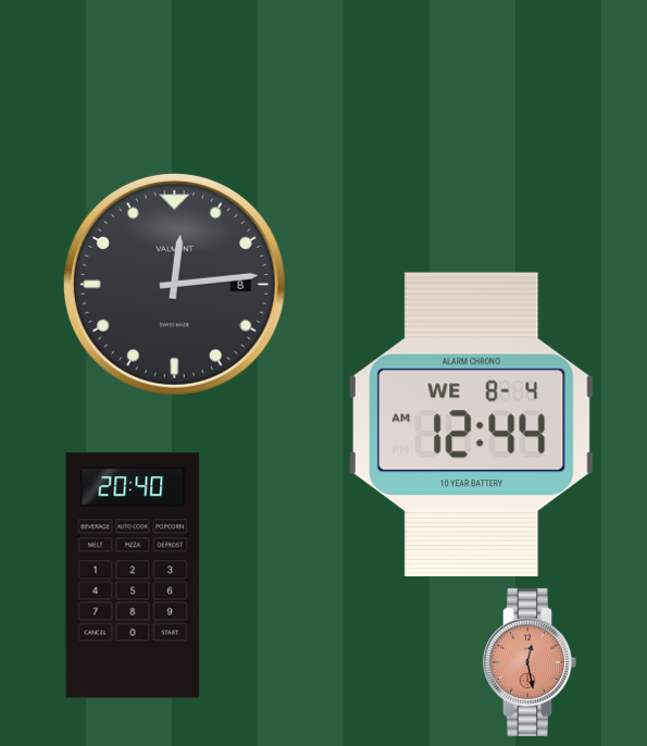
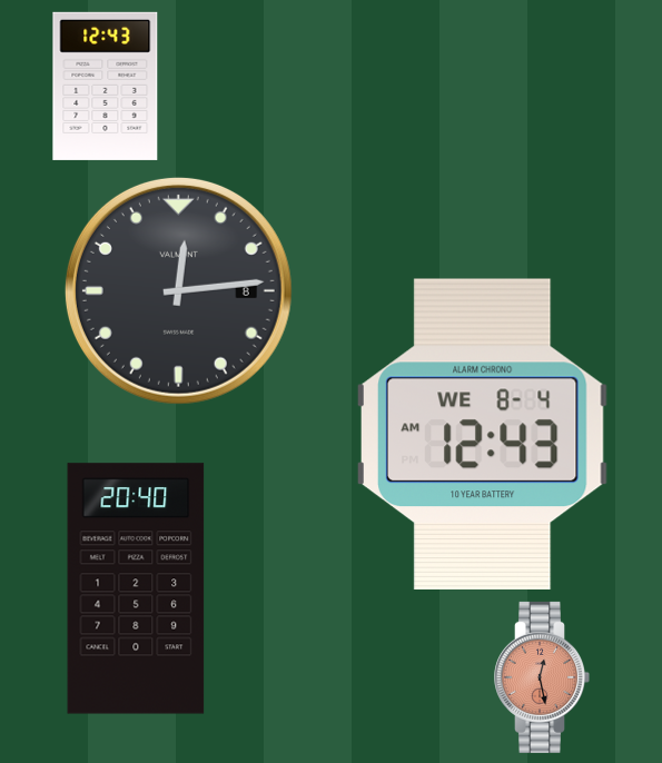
clock at (106, 86): none -> 12:43
clock at (471, 424): 12:44 -> 12:43
